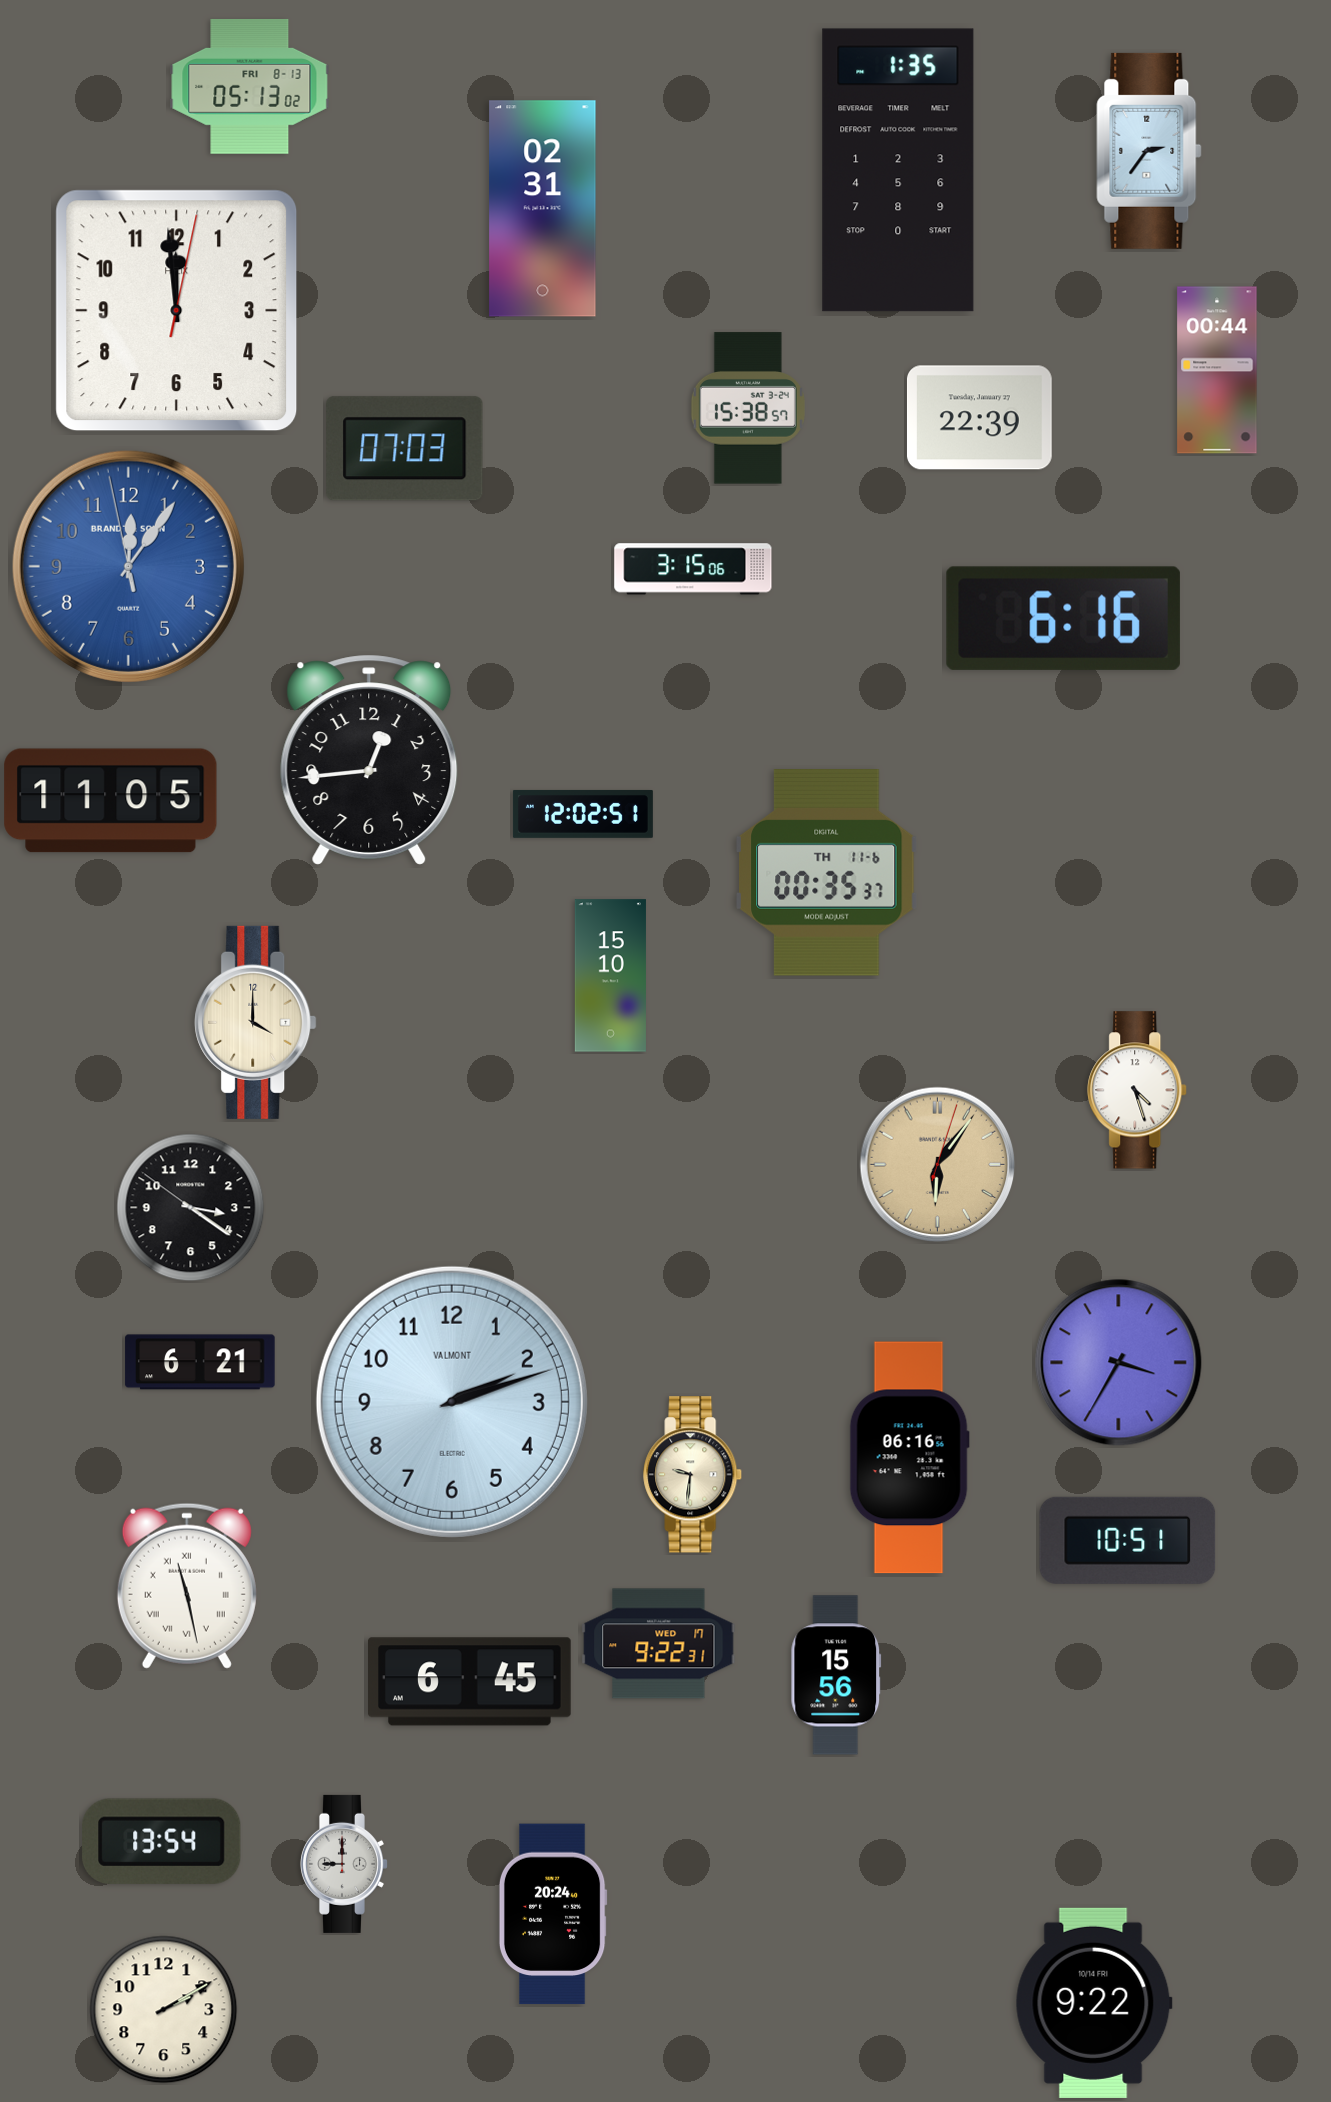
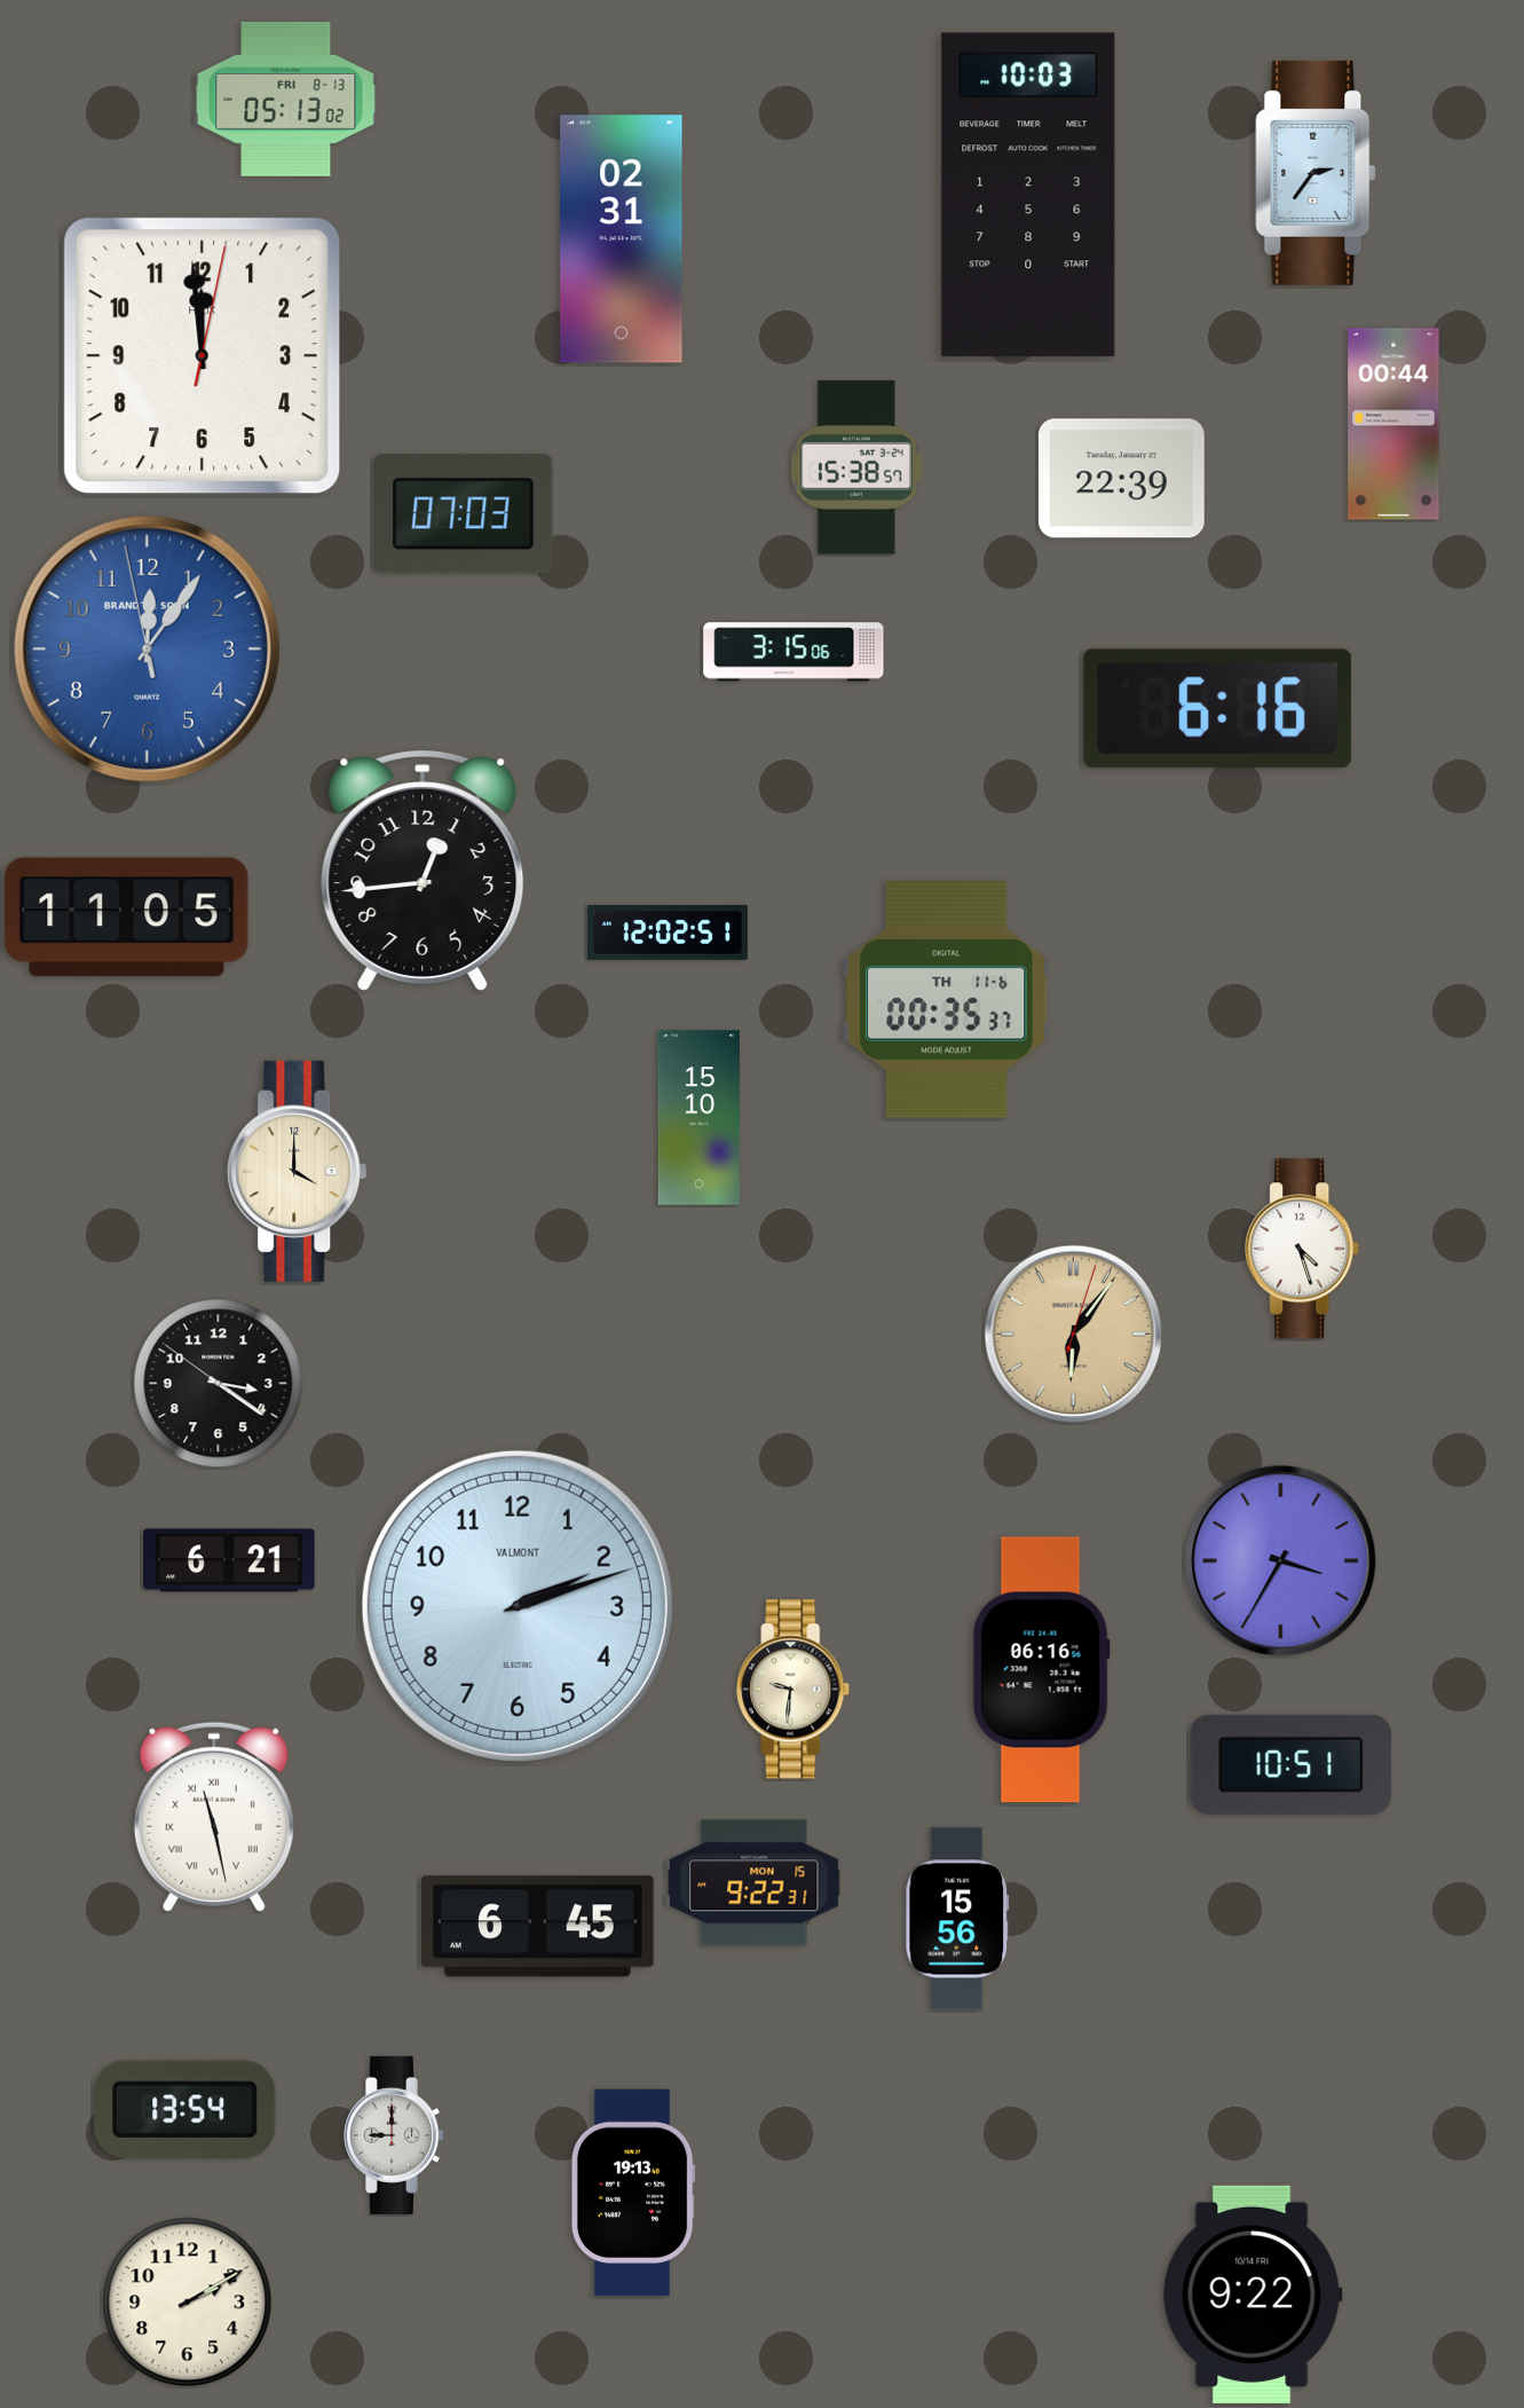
clock at (898, 170): 1:35 -> 10:03
clock at (256, 1022) position: (256, 1022) -> (298, 1171)
clock at (659, 1644) date: WED 17 -> MON 15
clock at (553, 1914): 20:24 -> 19:13
